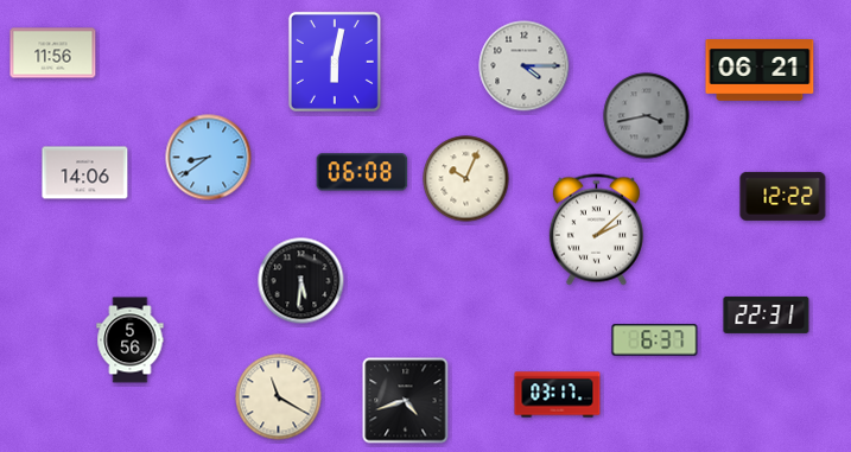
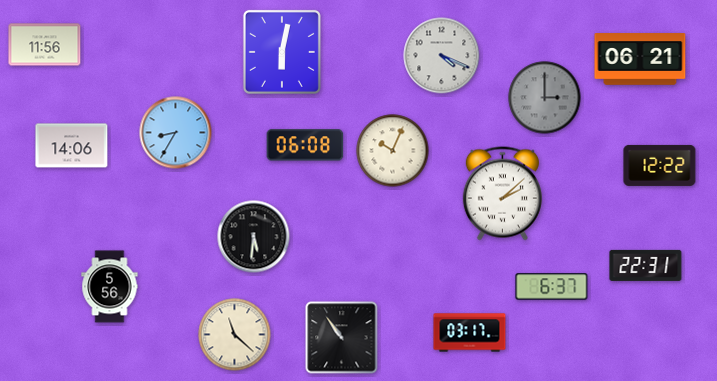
clock at (525, 66): 4:15 -> 4:19
clock at (647, 116): 3:43 -> 3:00
clock at (209, 158): 8:39 -> 8:35
clock at (279, 397): 11:20 -> 11:22
clock at (406, 401): 4:42 -> 10:54
